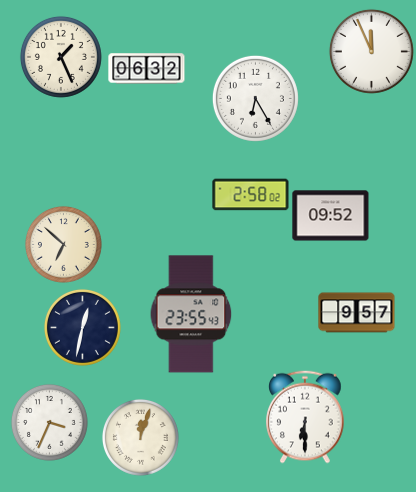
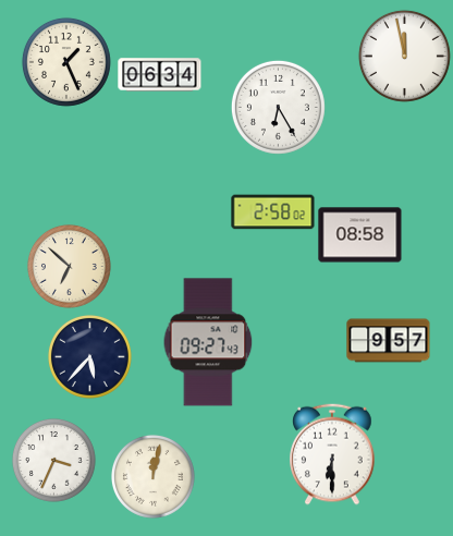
clock at (371, 51): 11:56 -> 11:58
clock at (147, 69): 06:32 -> 06:34
clock at (331, 216): 09:52 -> 08:58
clock at (191, 314): 23:55 -> 09:27
clock at (82, 327): 12:32 -> 5:37
clock at (140, 437): 12:03 -> 12:02
